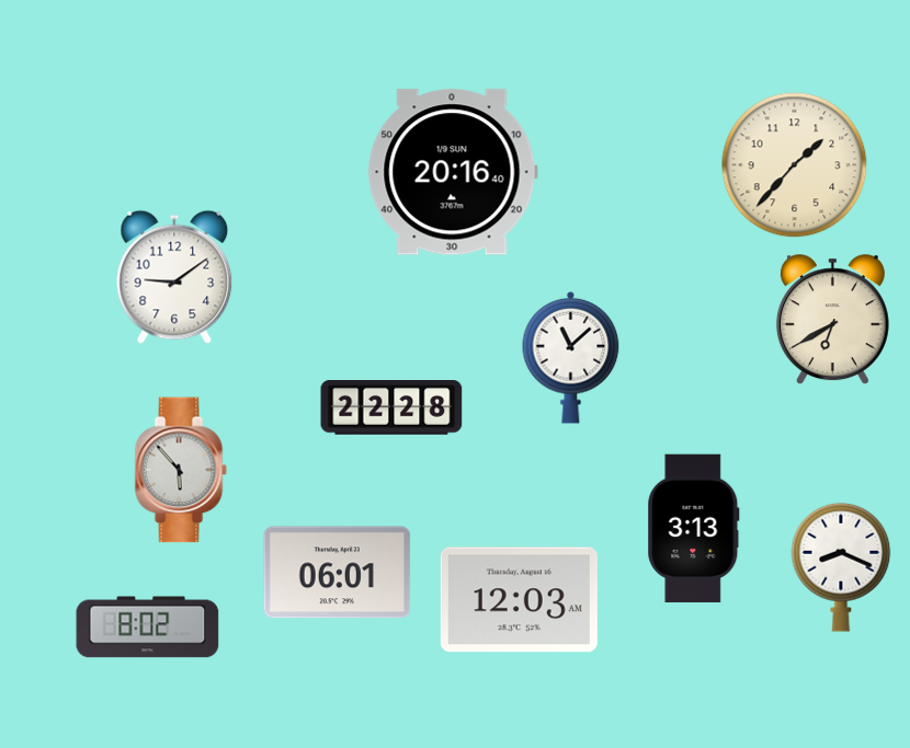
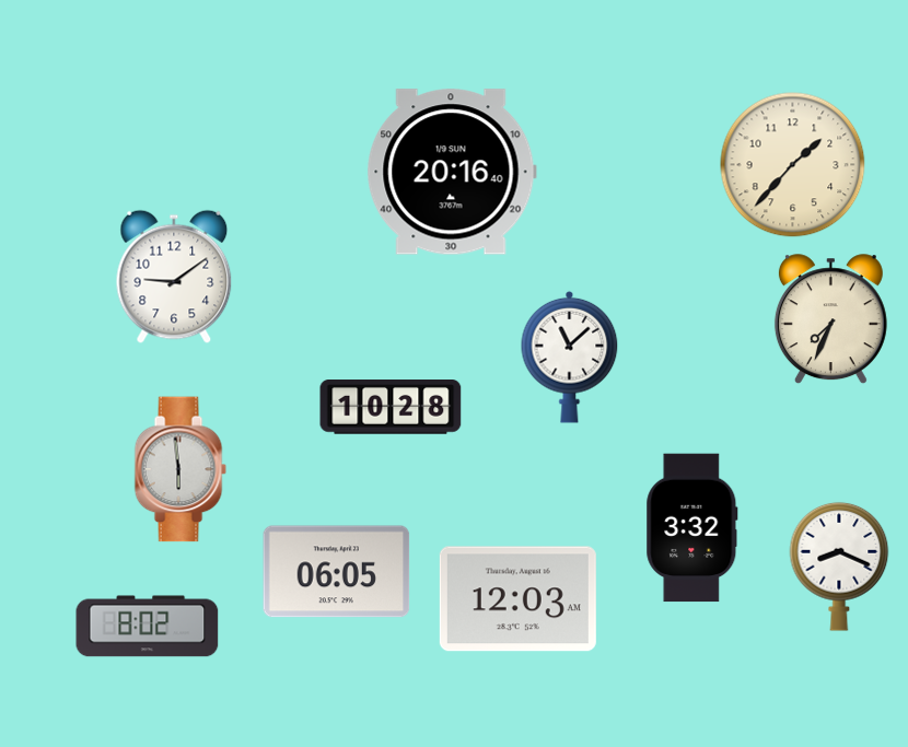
clock at (832, 320): 6:40 -> 7:34
clock at (391, 407): 22:28 -> 10:28
clock at (181, 470): 5:53 -> 5:59
clock at (694, 529): 3:13 -> 3:32
clock at (338, 573): 06:01 -> 06:05
